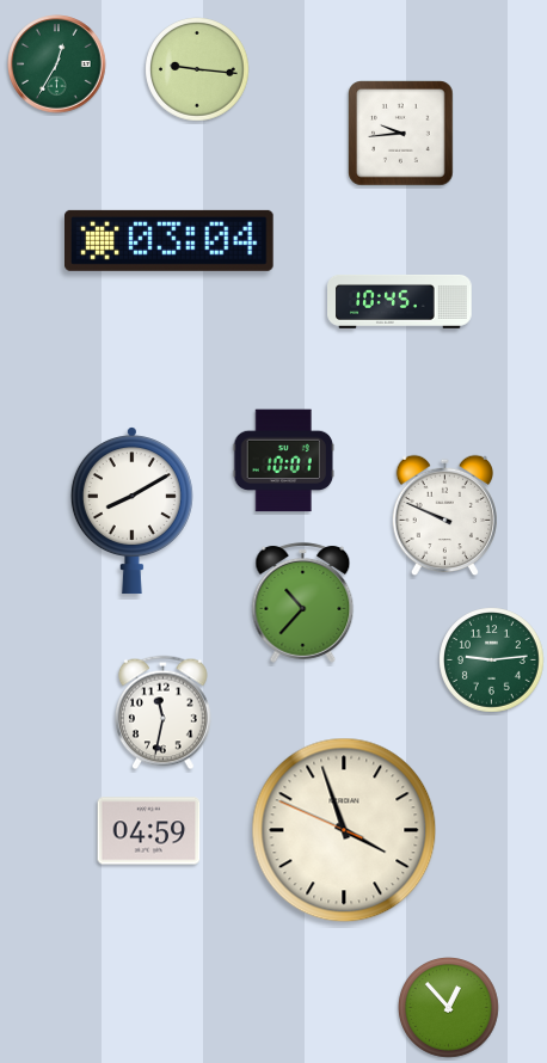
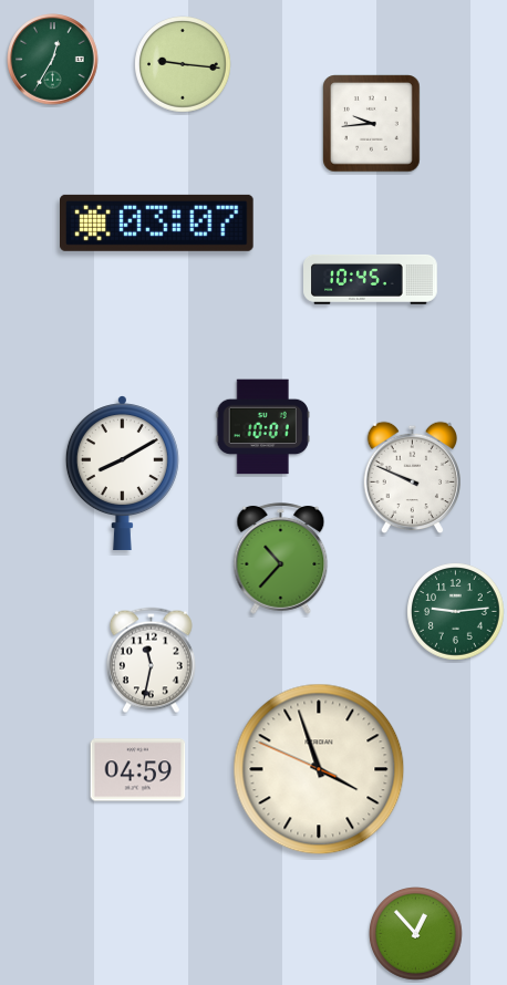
clock at (170, 240): 03:04 -> 03:07
